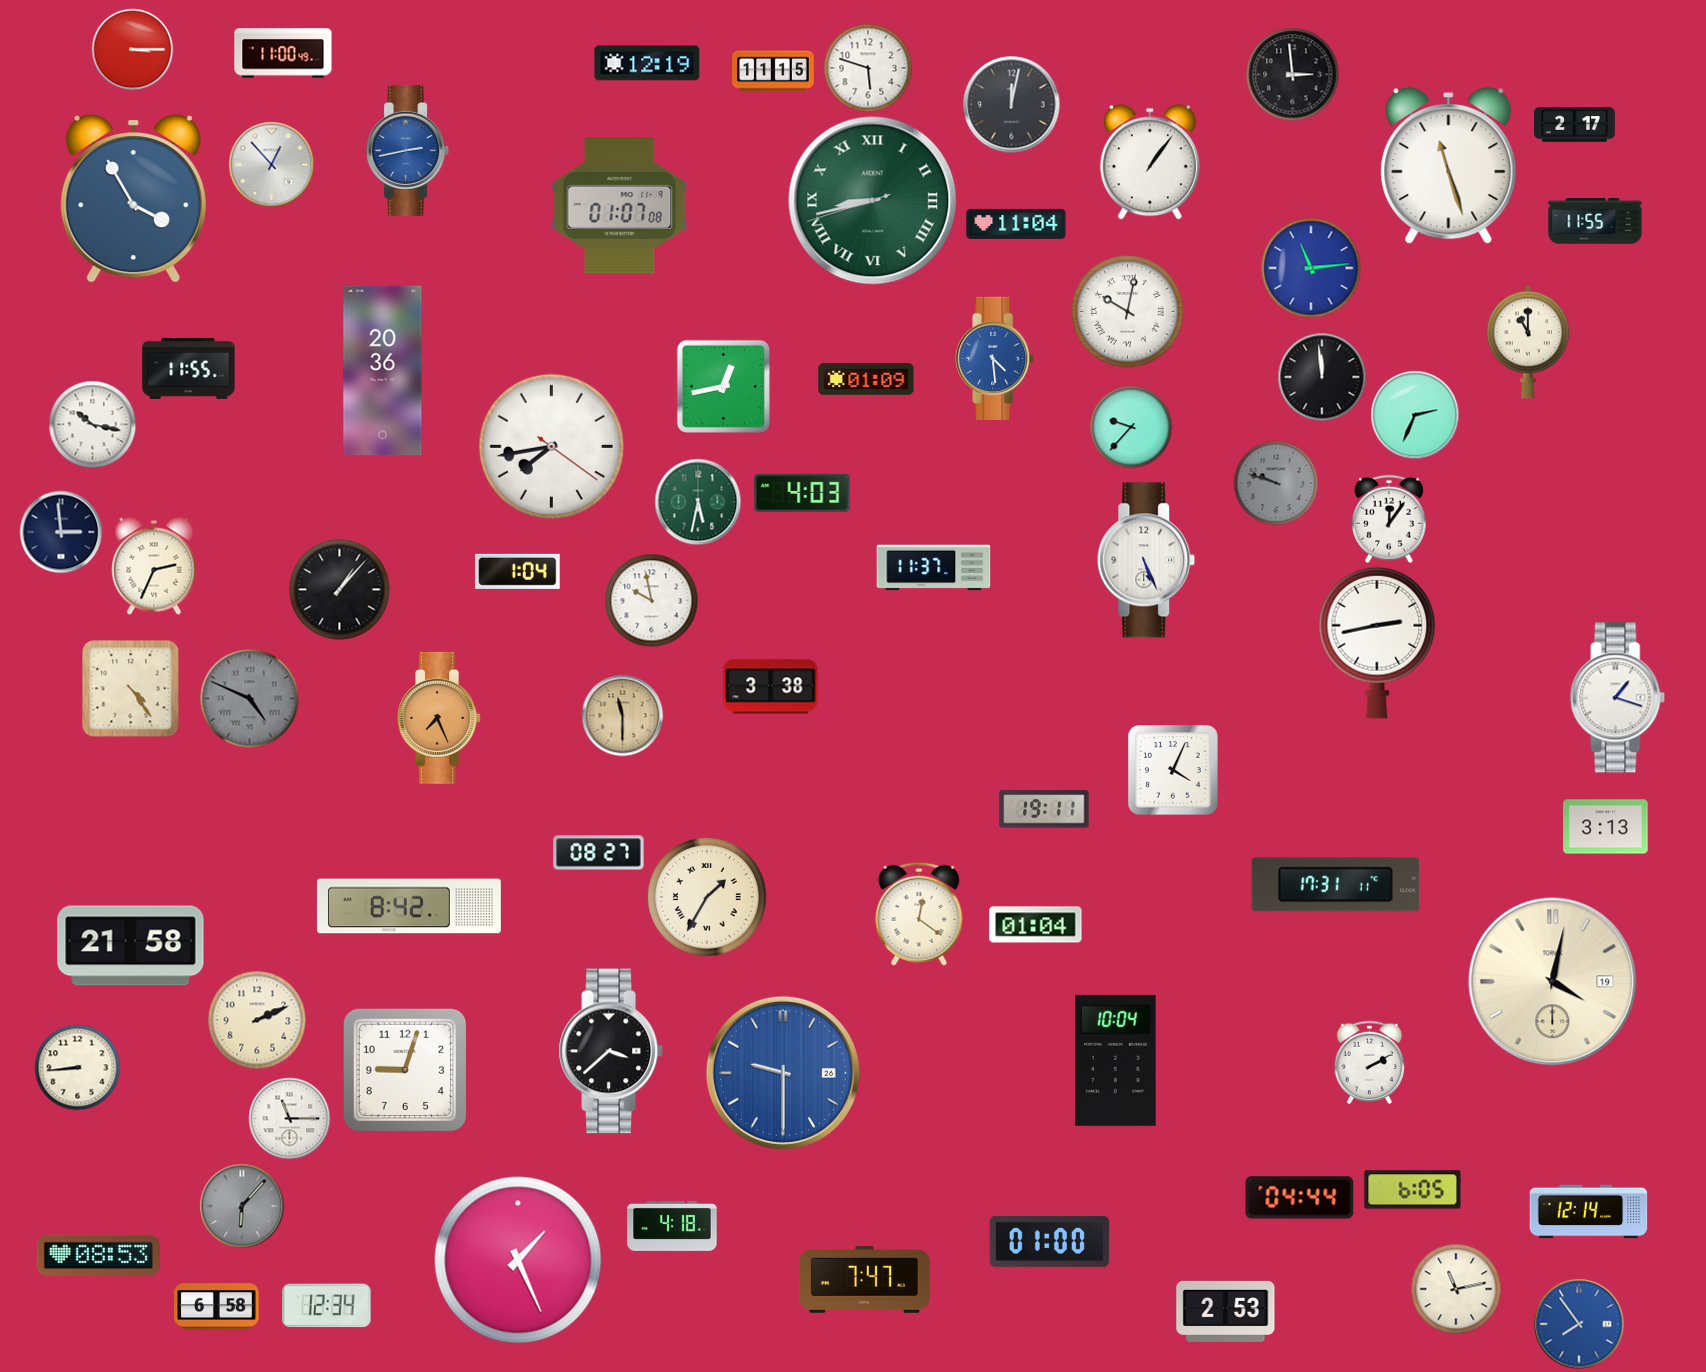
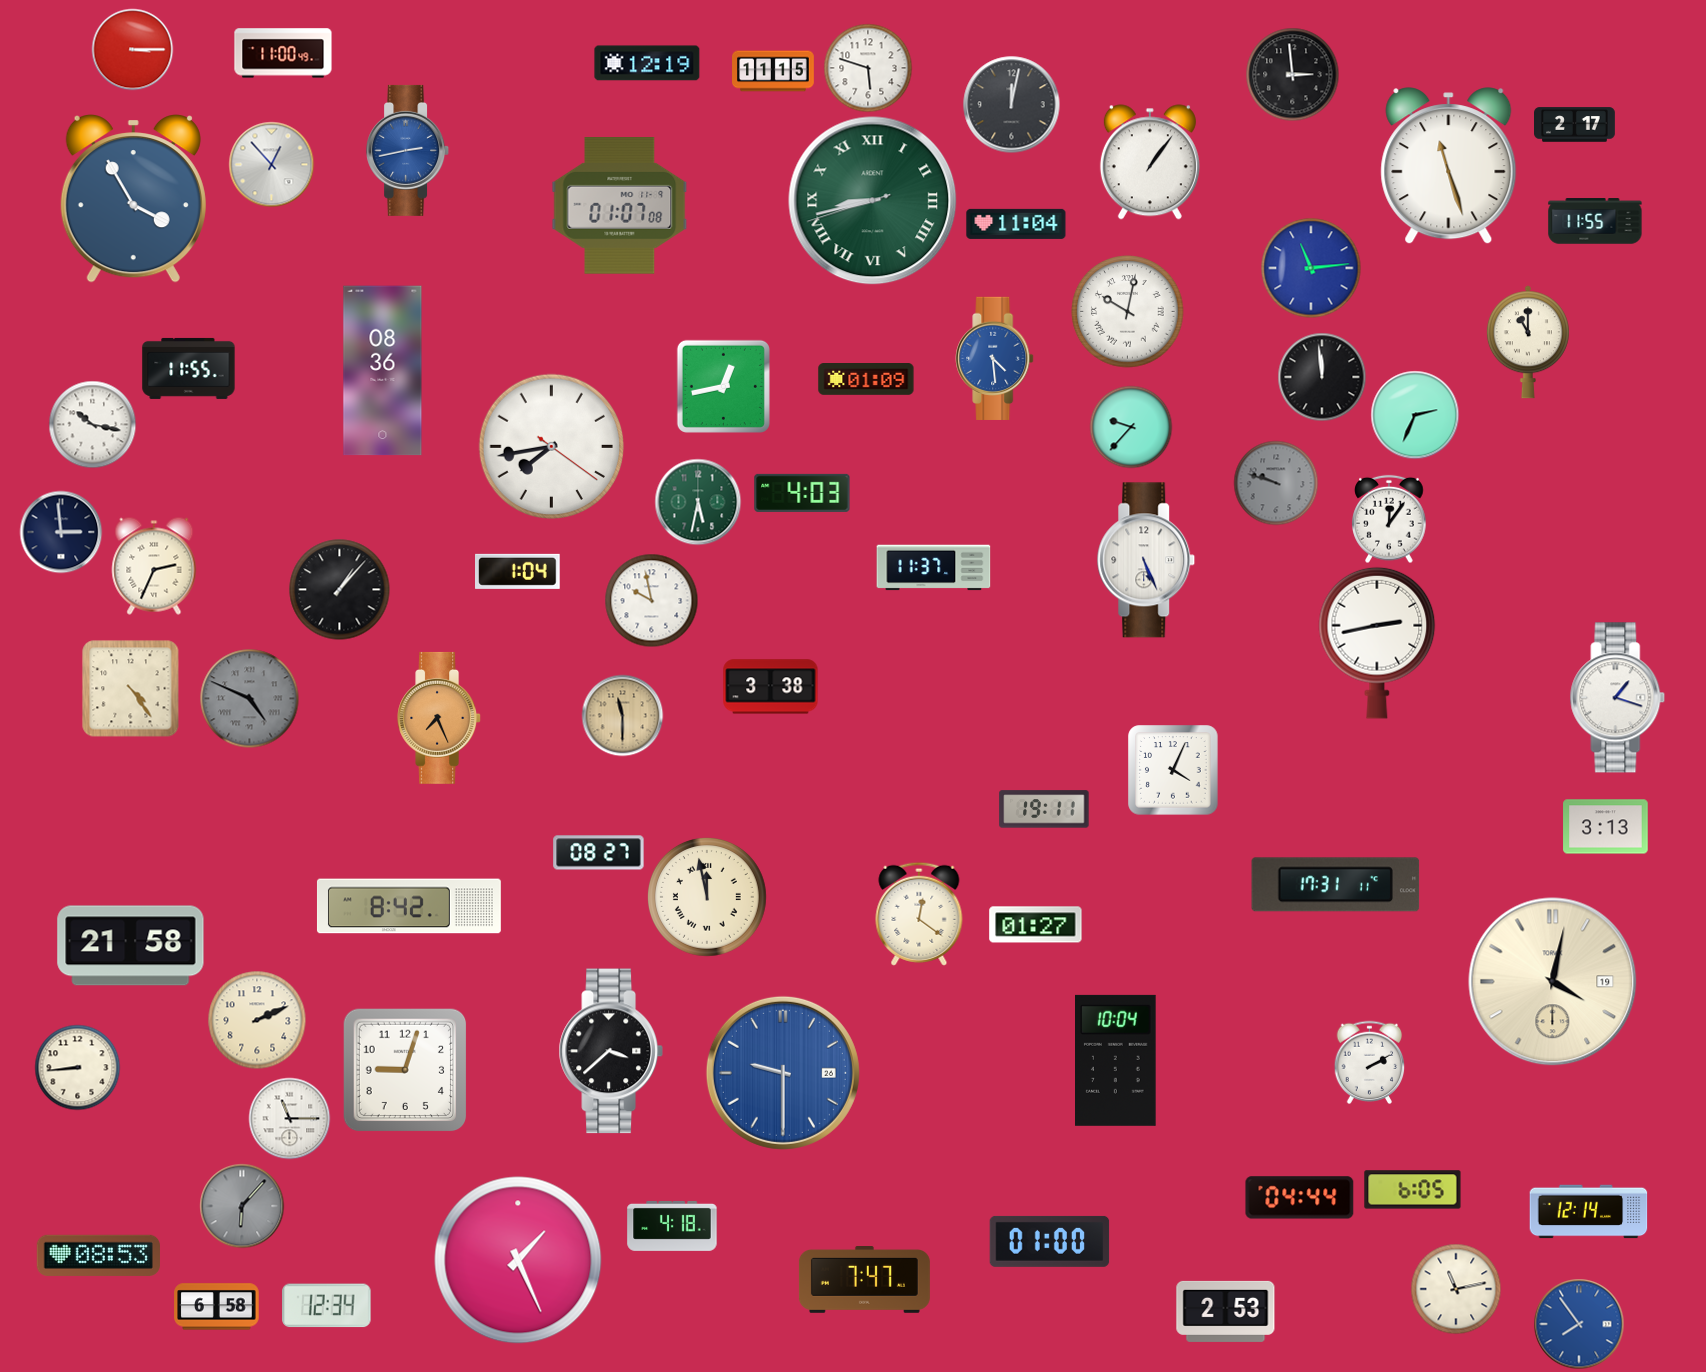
clock at (383, 371): 20:36 -> 08:36
clock at (708, 898): 1:35 -> 11:58
clock at (1036, 925): 01:04 -> 01:27
